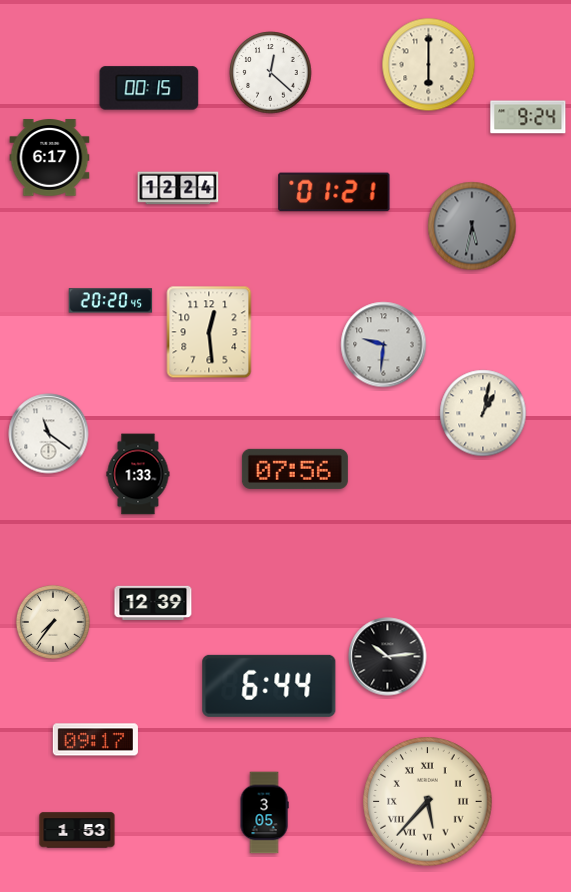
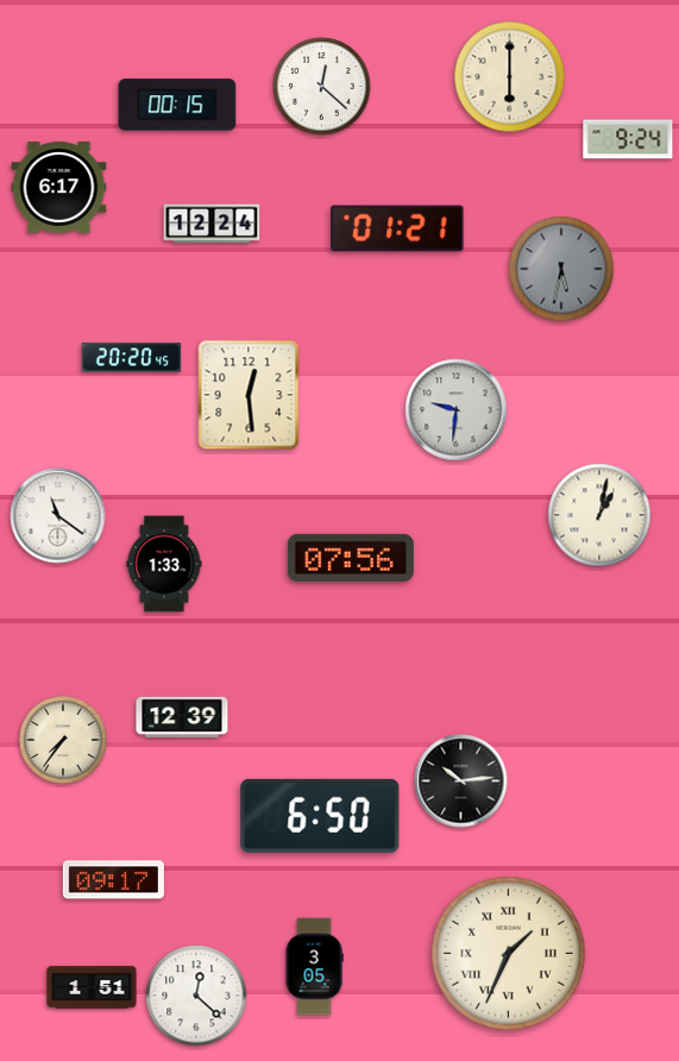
clock at (483, 413) position: (483, 413) -> (599, 515)
clock at (269, 686): 6:44 -> 6:50
clock at (428, 802): 5:37 -> 1:34
clock at (77, 830): 1:53 -> 1:51
clock at (196, 996): none -> 12:22
